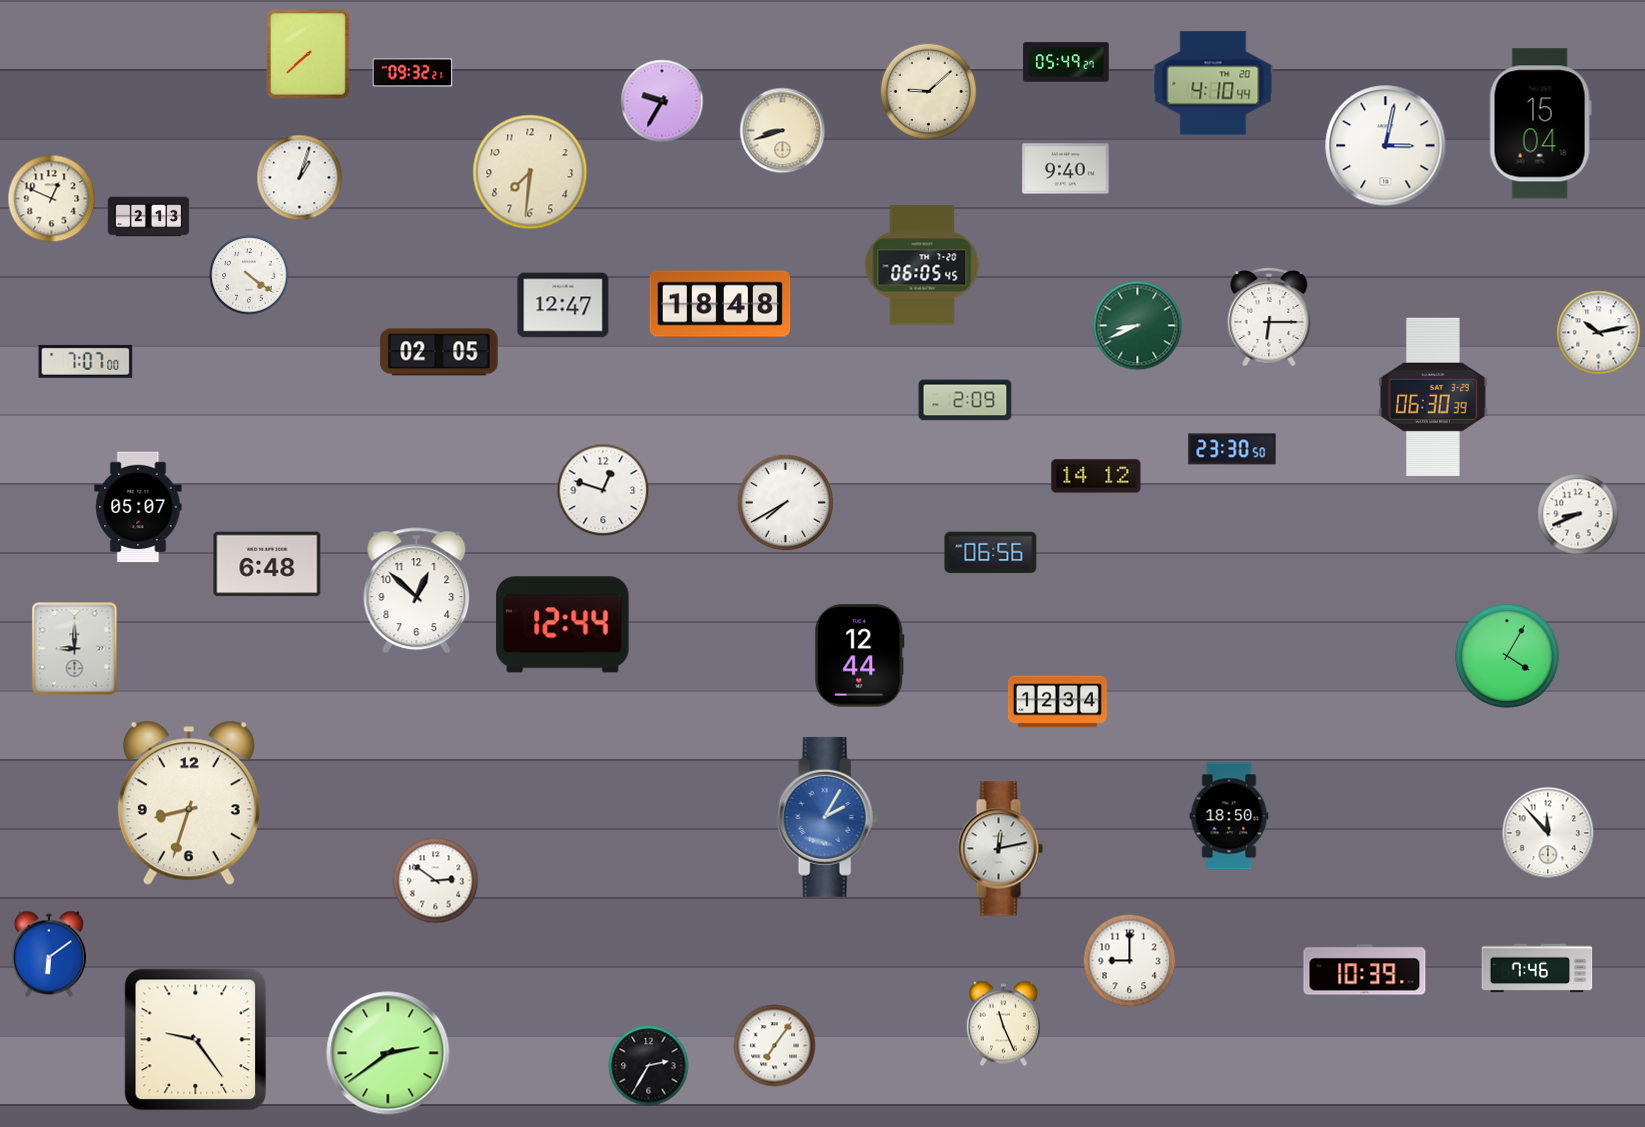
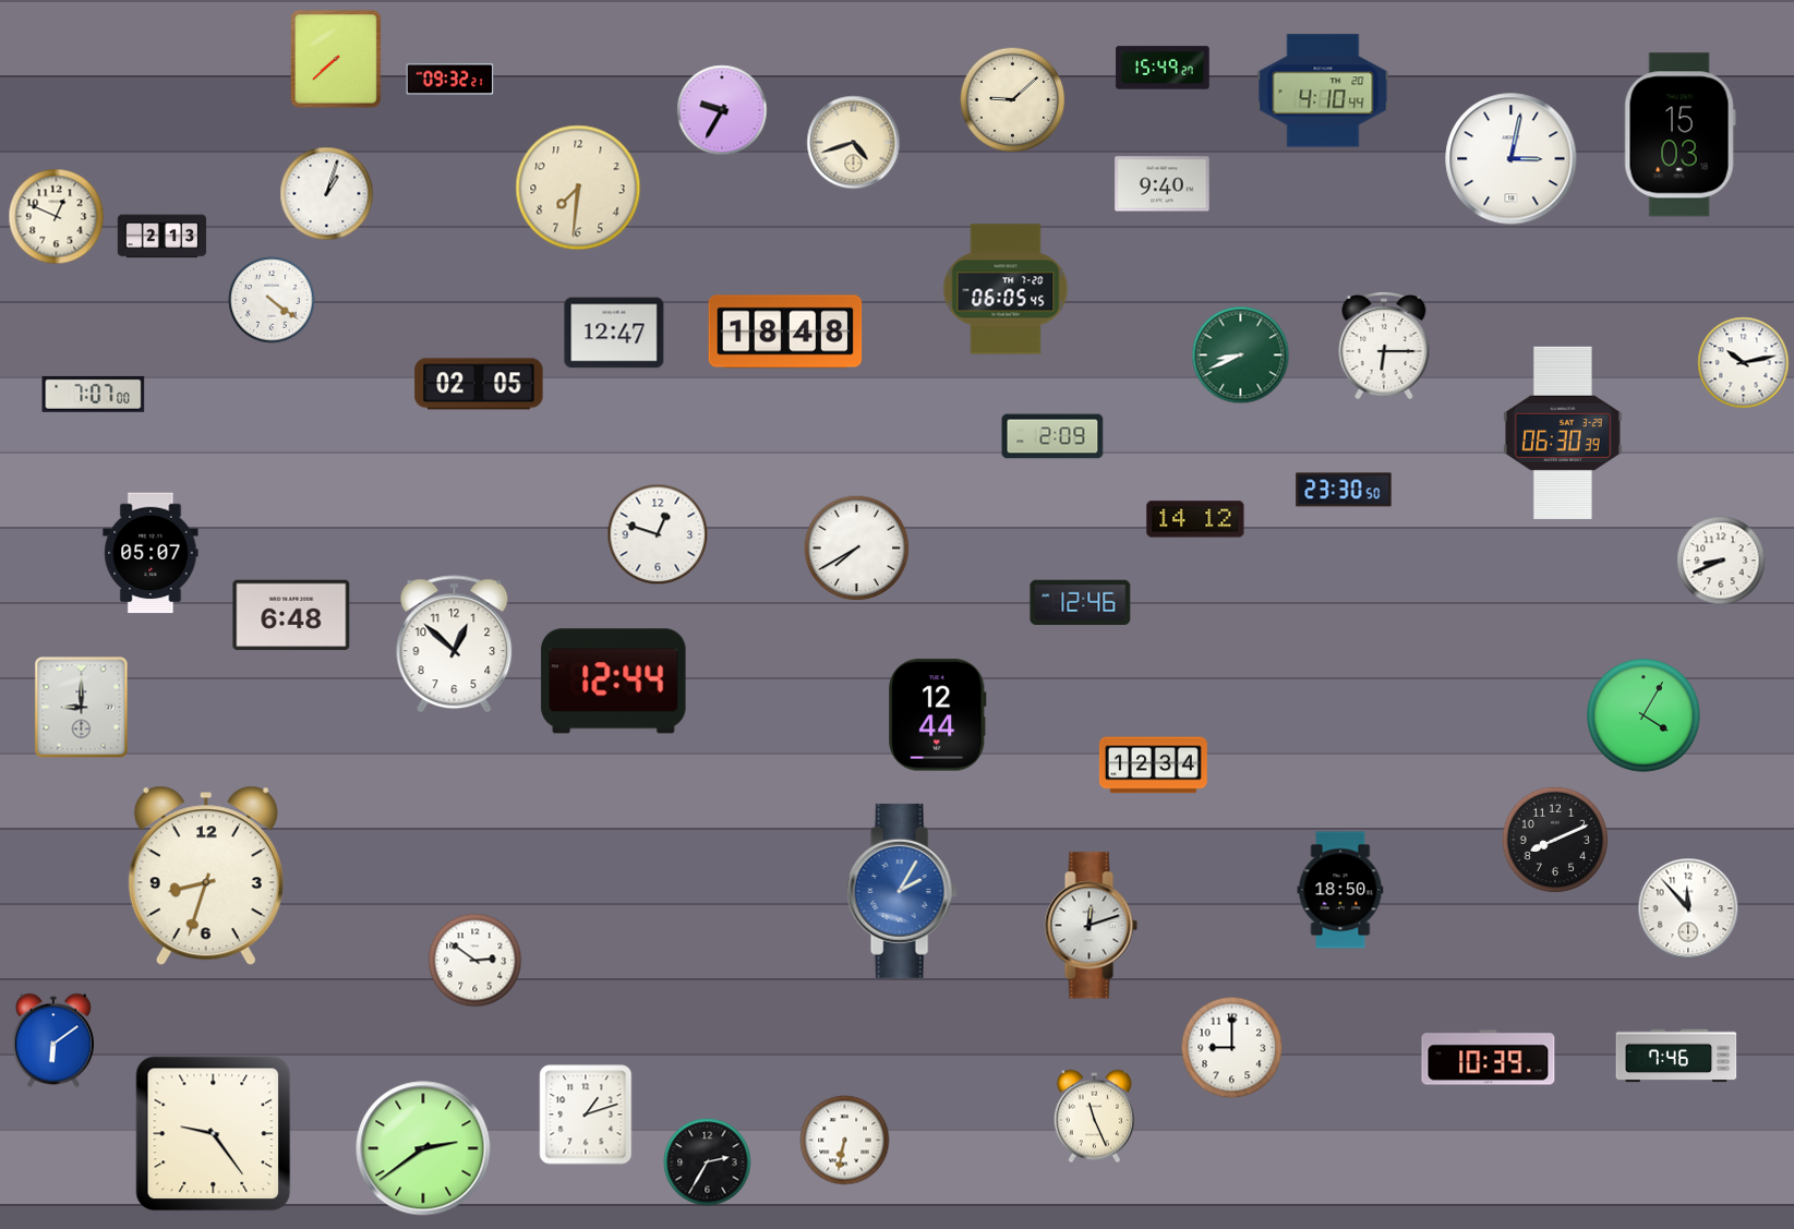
clock at (1066, 62): 05:49 -> 15:49
clock at (1540, 124): 15:04 -> 15:03
clock at (783, 131): 8:42 -> 4:42
clock at (991, 553): 06:56 -> 12:46
clock at (1555, 840): none -> 8:11
clock at (1000, 849): 12:13 -> 12:12
clock at (586, 1114): none -> 1:12
clock at (775, 1046): 7:06 -> 6:32
